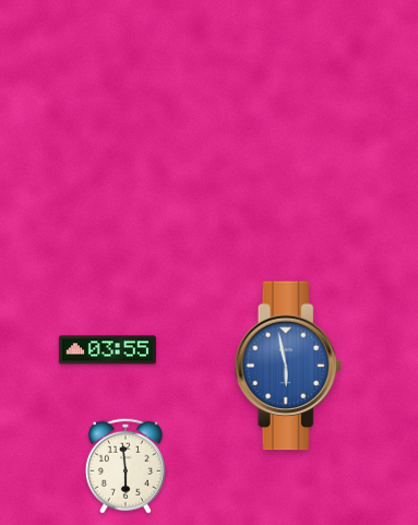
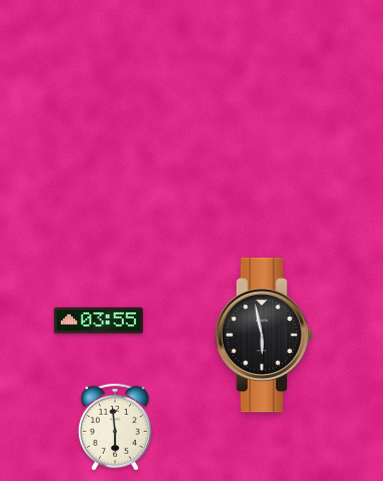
clock at (288, 366) dial: blue -> black
